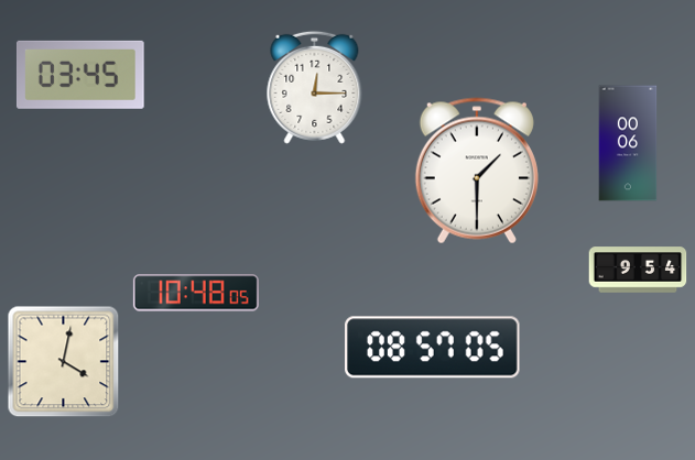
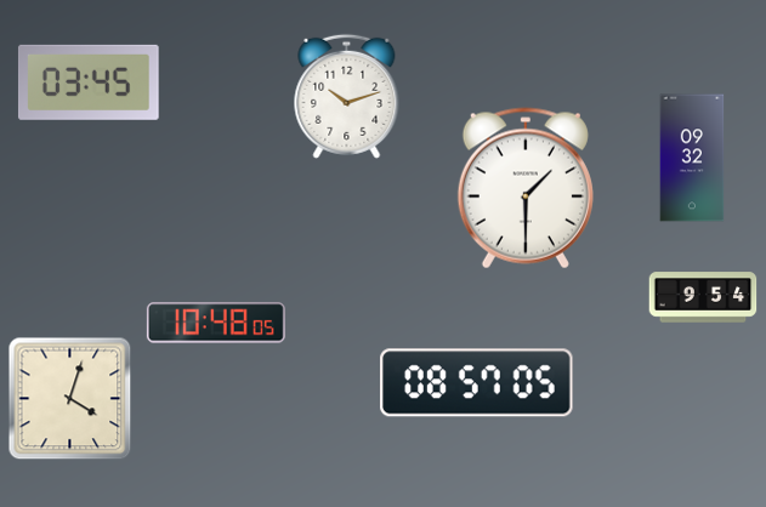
clock at (315, 87): 12:15 -> 10:12
clock at (628, 143): 00:06 -> 09:32
clock at (64, 362): 4:02 -> 4:03
